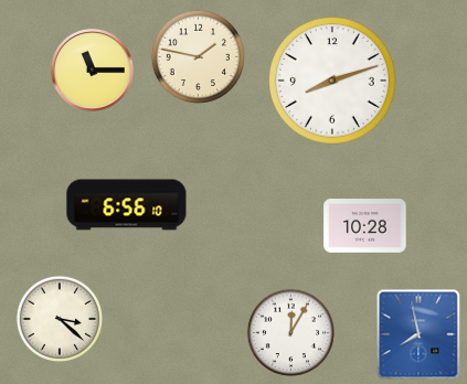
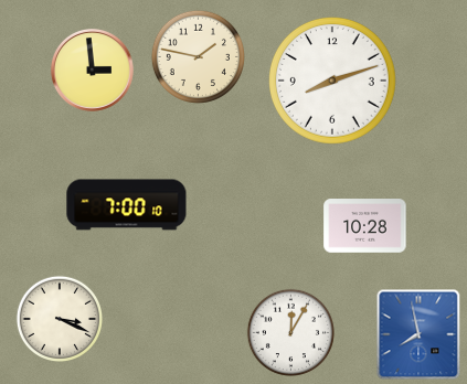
clock at (92, 70): 11:15 -> 2:59
clock at (127, 205): 6:56 -> 7:00
clock at (59, 318): 3:22 -> 3:19
